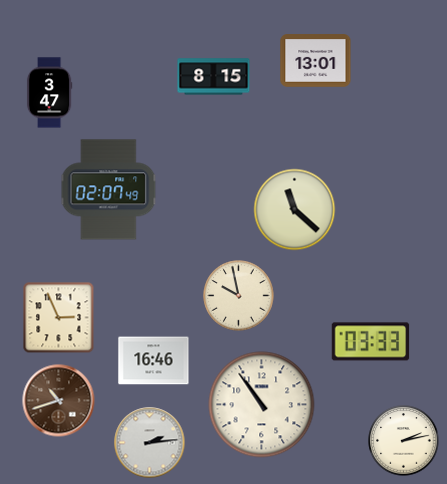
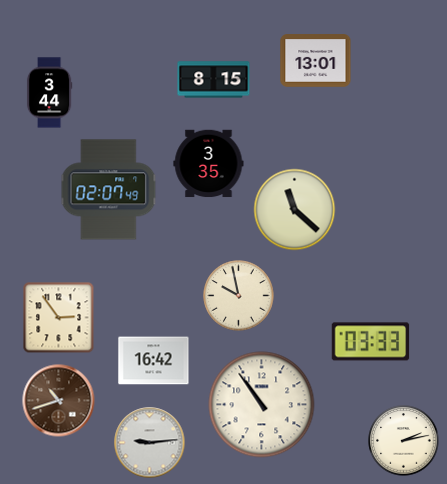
clock at (214, 77) position: (214, 77) -> (214, 80)
clock at (49, 93): 3:47 -> 3:44
clock at (209, 164): none -> 3:35
clock at (59, 318): 2:56 -> 2:54
clock at (154, 361): 16:46 -> 16:42
clock at (150, 443): 2:14 -> 9:14
